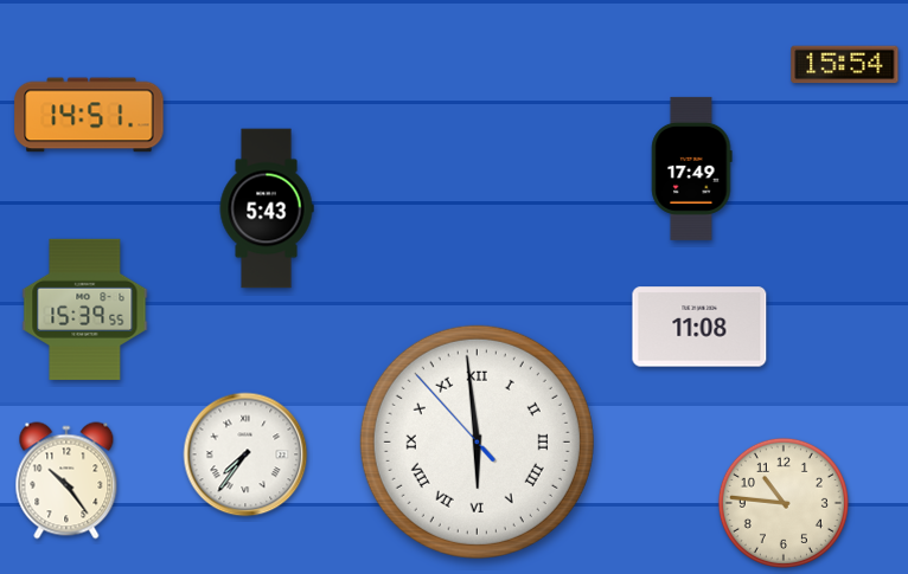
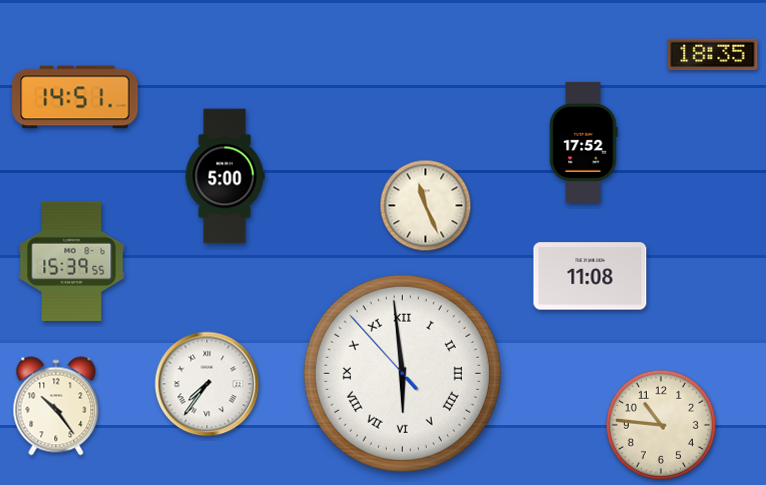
clock at (845, 65): 15:54 -> 18:35
clock at (692, 168): 17:49 -> 17:52
clock at (267, 208): 5:43 -> 5:00
clock at (426, 206): none -> 11:26
